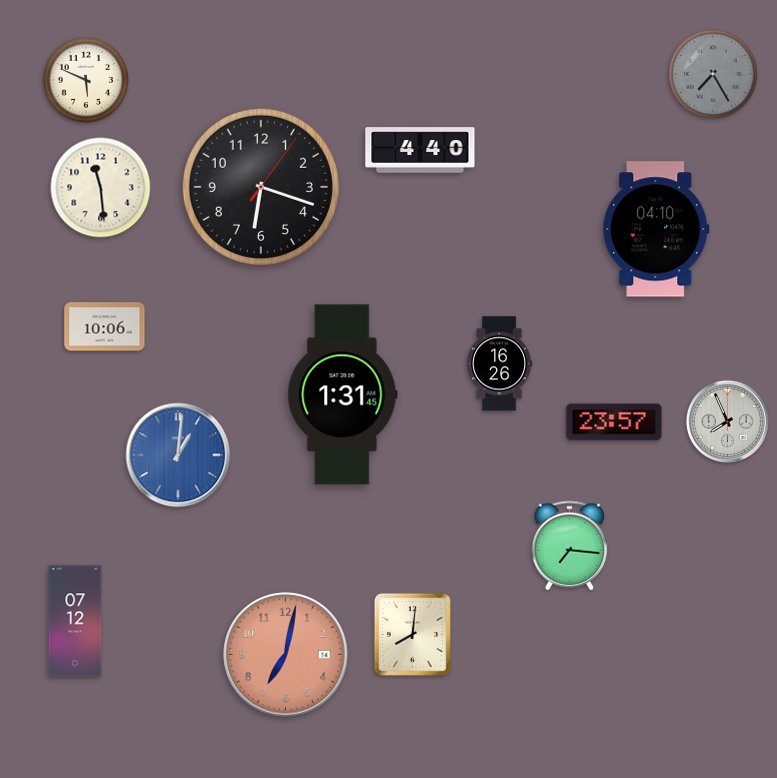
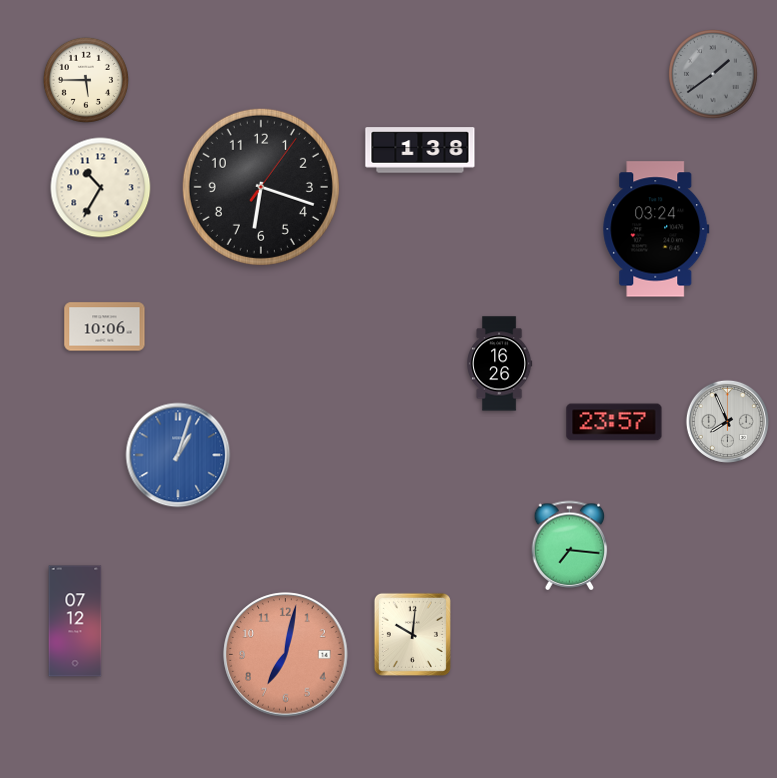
clock at (713, 74): 7:25 -> 1:39
clock at (86, 80): 5:49 -> 5:45
clock at (420, 150): 4:40 -> 1:38
clock at (101, 188): 11:29 -> 10:35
clock at (656, 229): 04:10 -> 03:24
clock at (343, 395): 1:31 -> none
clock at (178, 455): 1:01 -> 1:03
clock at (412, 634): 8:01 -> 10:01
